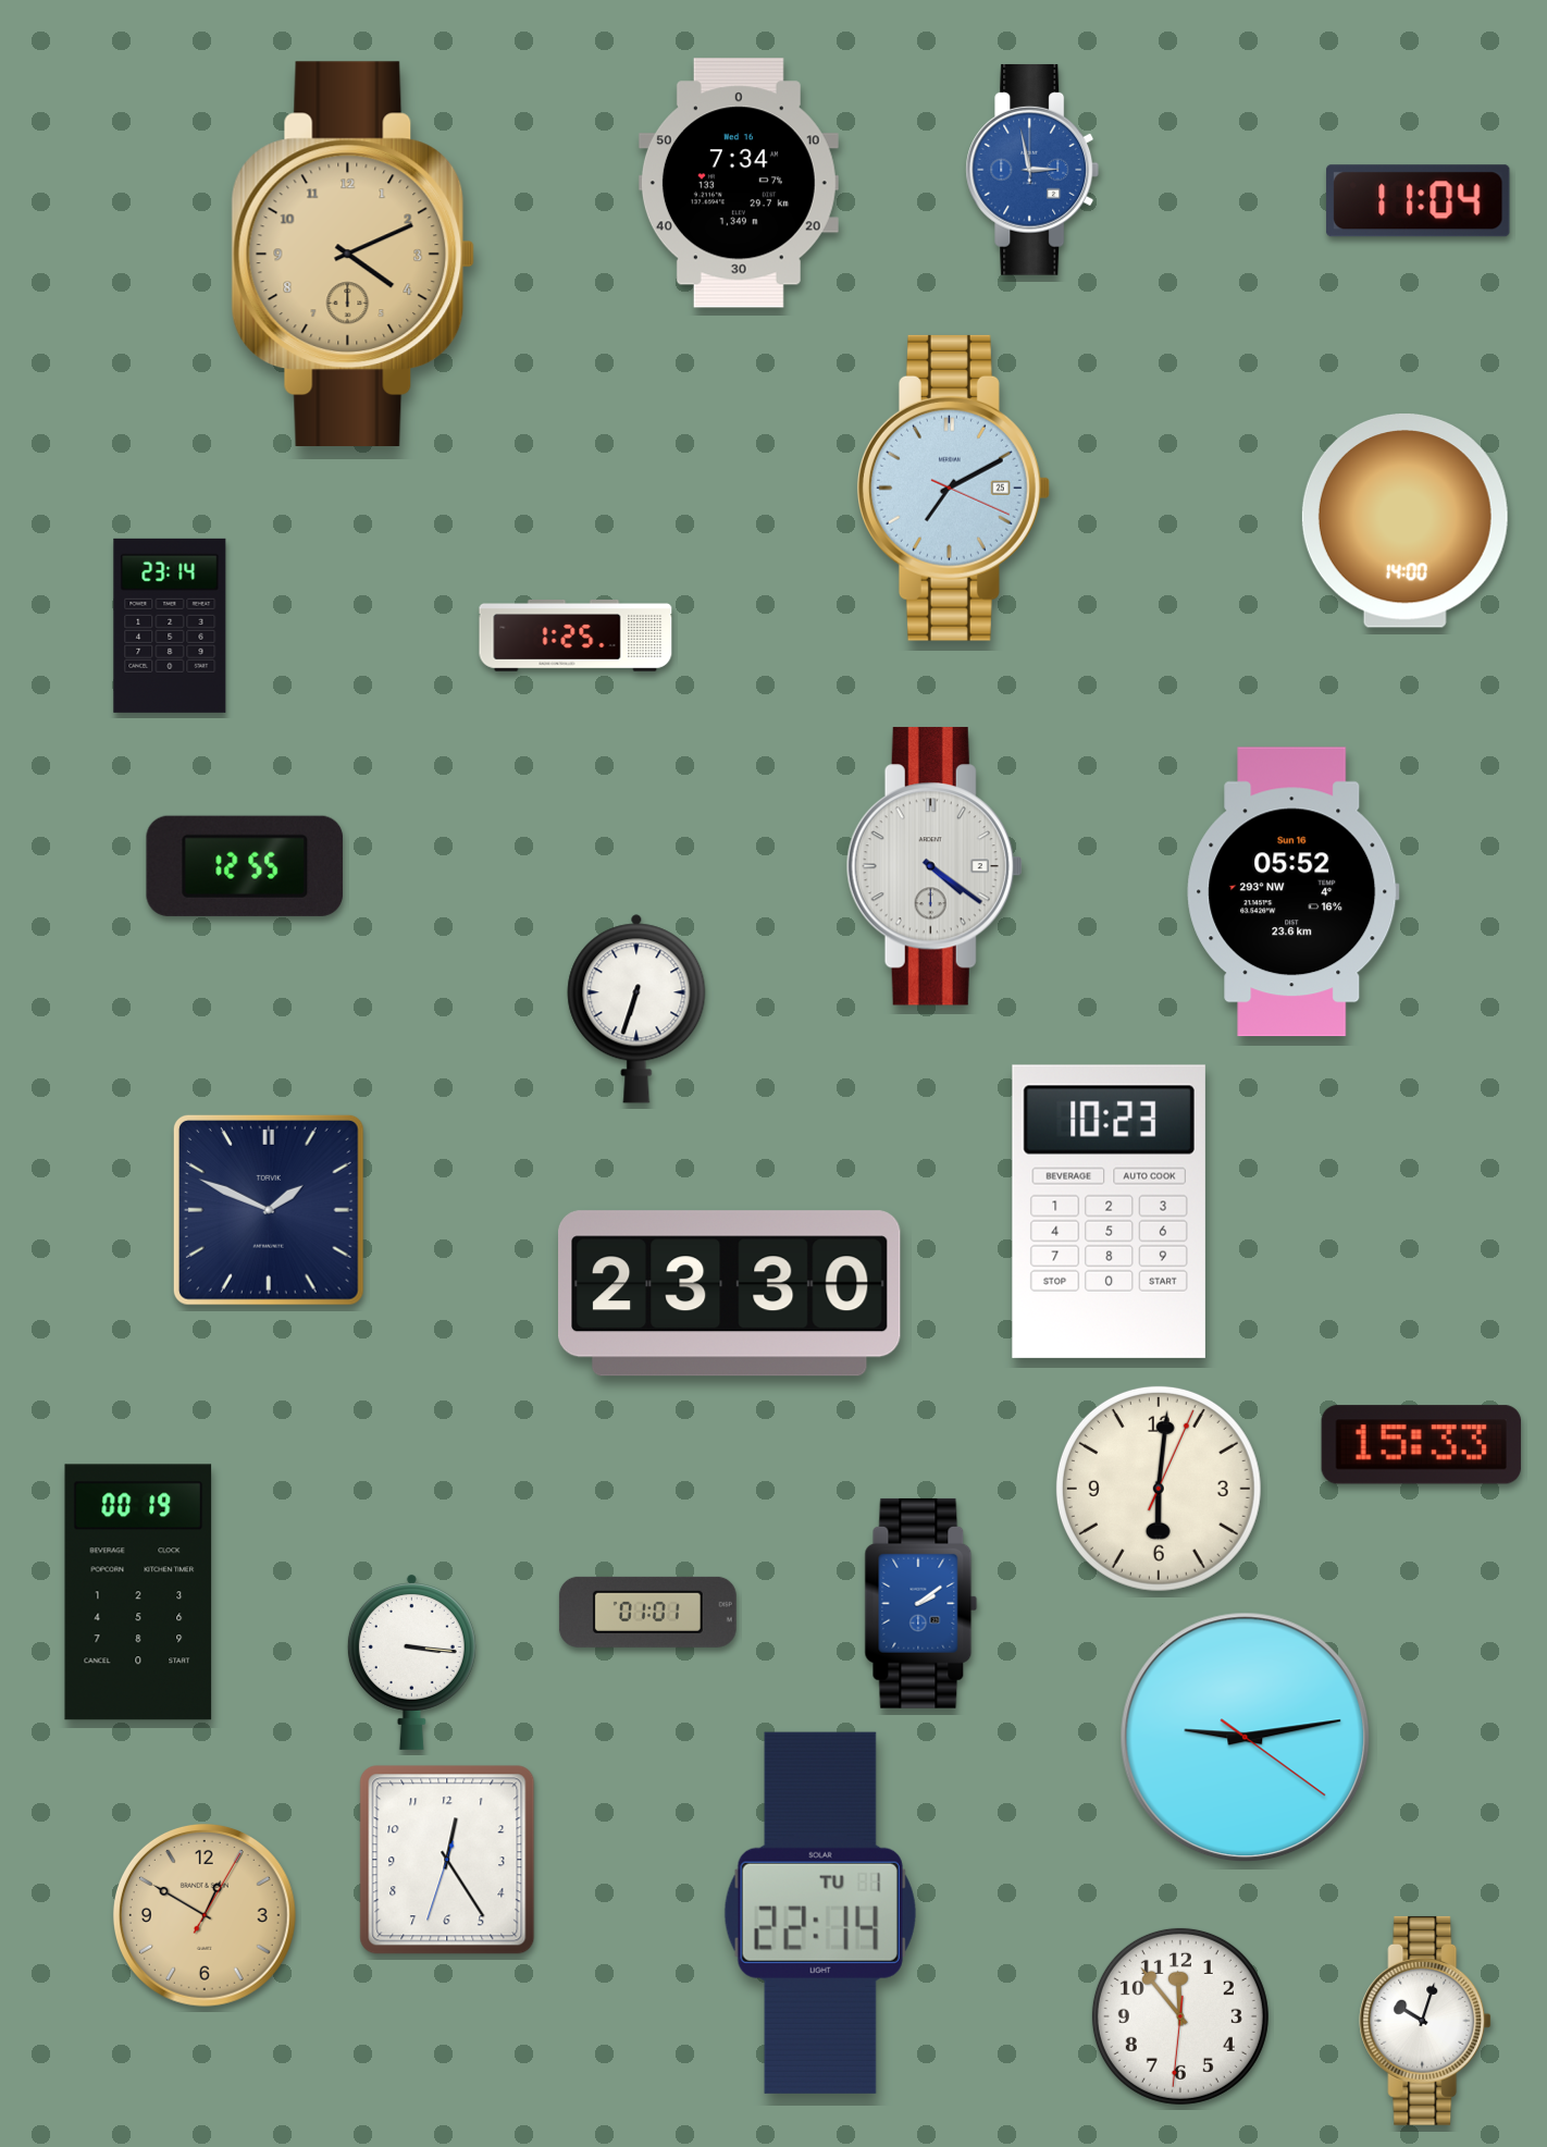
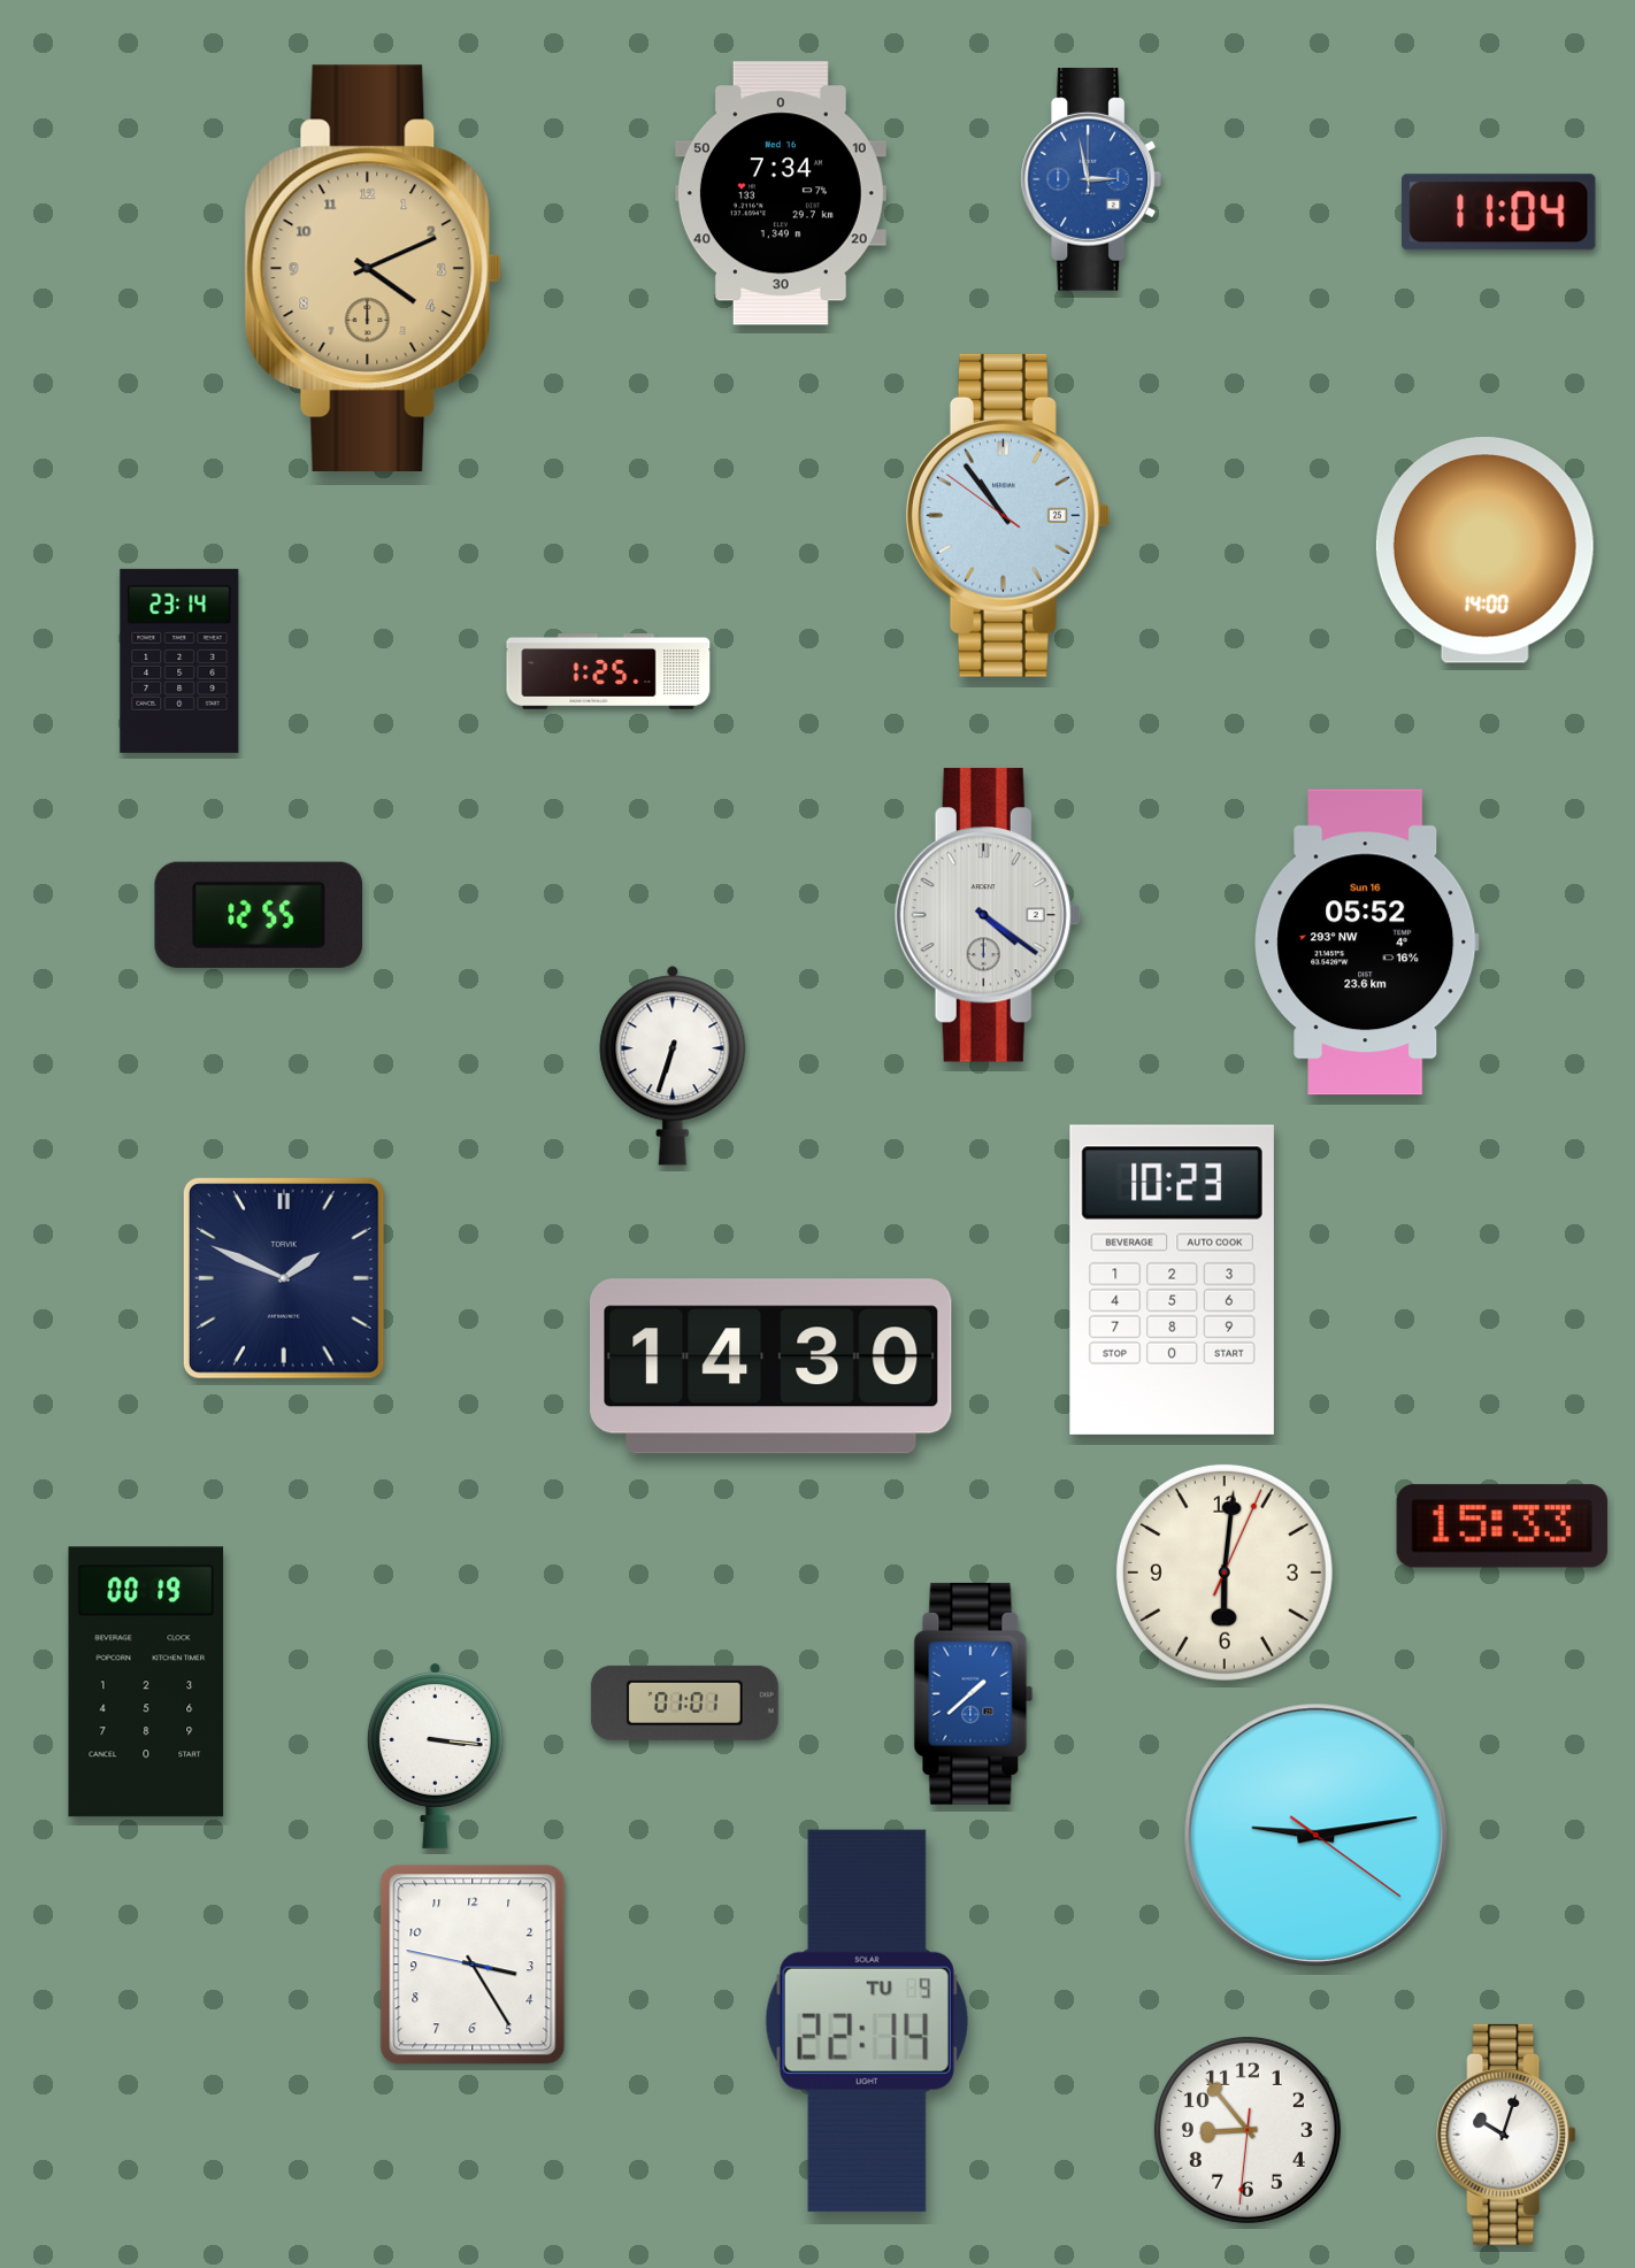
clock at (954, 488): 7:10 -> 10:53
clock at (730, 1294): 23:30 -> 14:30
clock at (921, 1603): 2:09 -> 1:38
clock at (447, 1860): 12:24 -> 3:24
clock at (820, 1913) date: TU 1 -> TU 9
clock at (205, 1915): 12:50 -> none
clock at (1180, 2016): 11:53 -> 8:53
